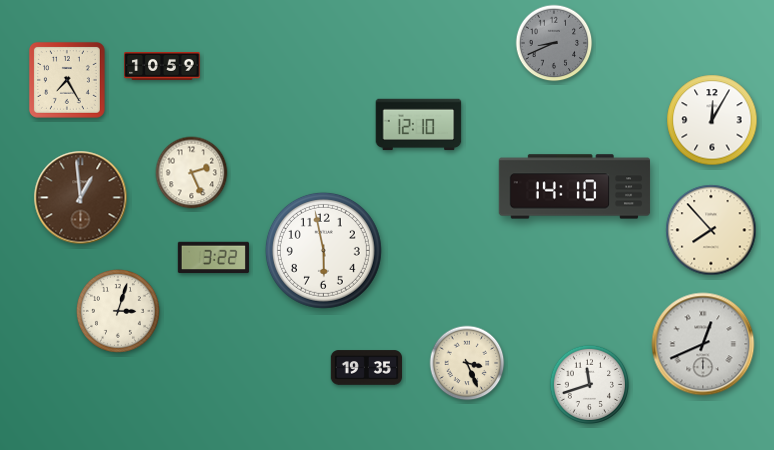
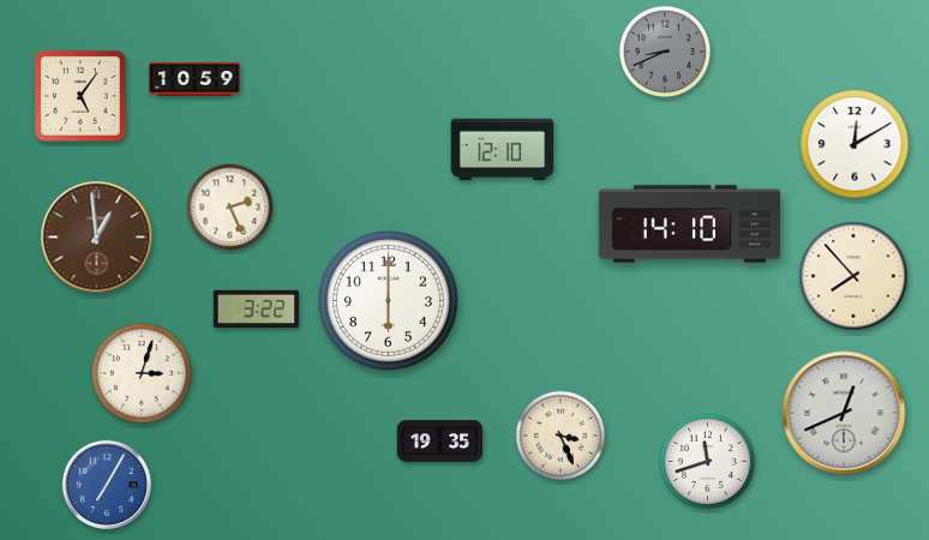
clock at (67, 80): 7:25 -> 5:06
clock at (712, 120): 12:05 -> 12:10
clock at (323, 250): 5:58 -> 6:00
clock at (107, 485): none -> 7:05
